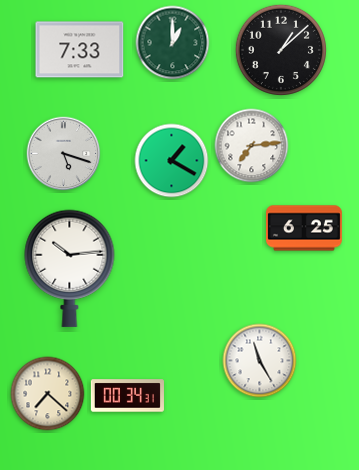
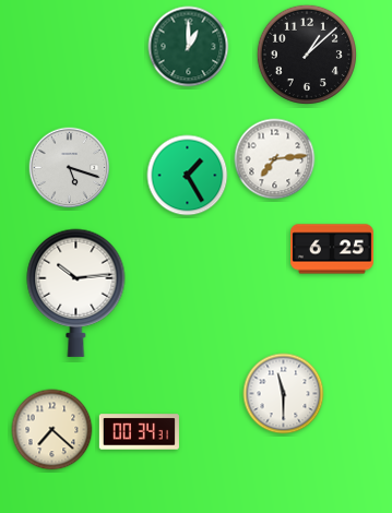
clock at (80, 50): 7:33 -> none
clock at (172, 161): 1:20 -> 1:25
clock at (260, 361): 11:25 -> 11:30
